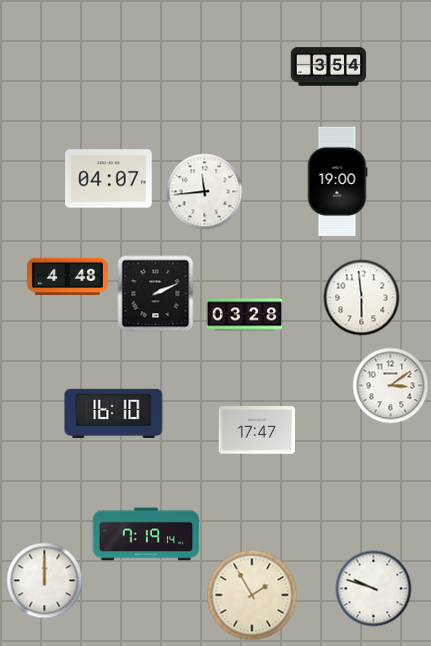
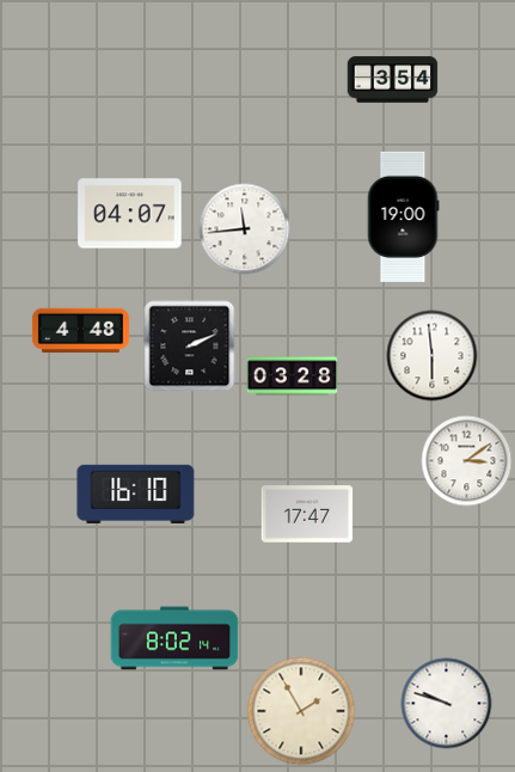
clock at (156, 294) position: (156, 294) -> (190, 347)
clock at (146, 534): 7:19 -> 8:02
clock at (45, 581): 12:00 -> none
